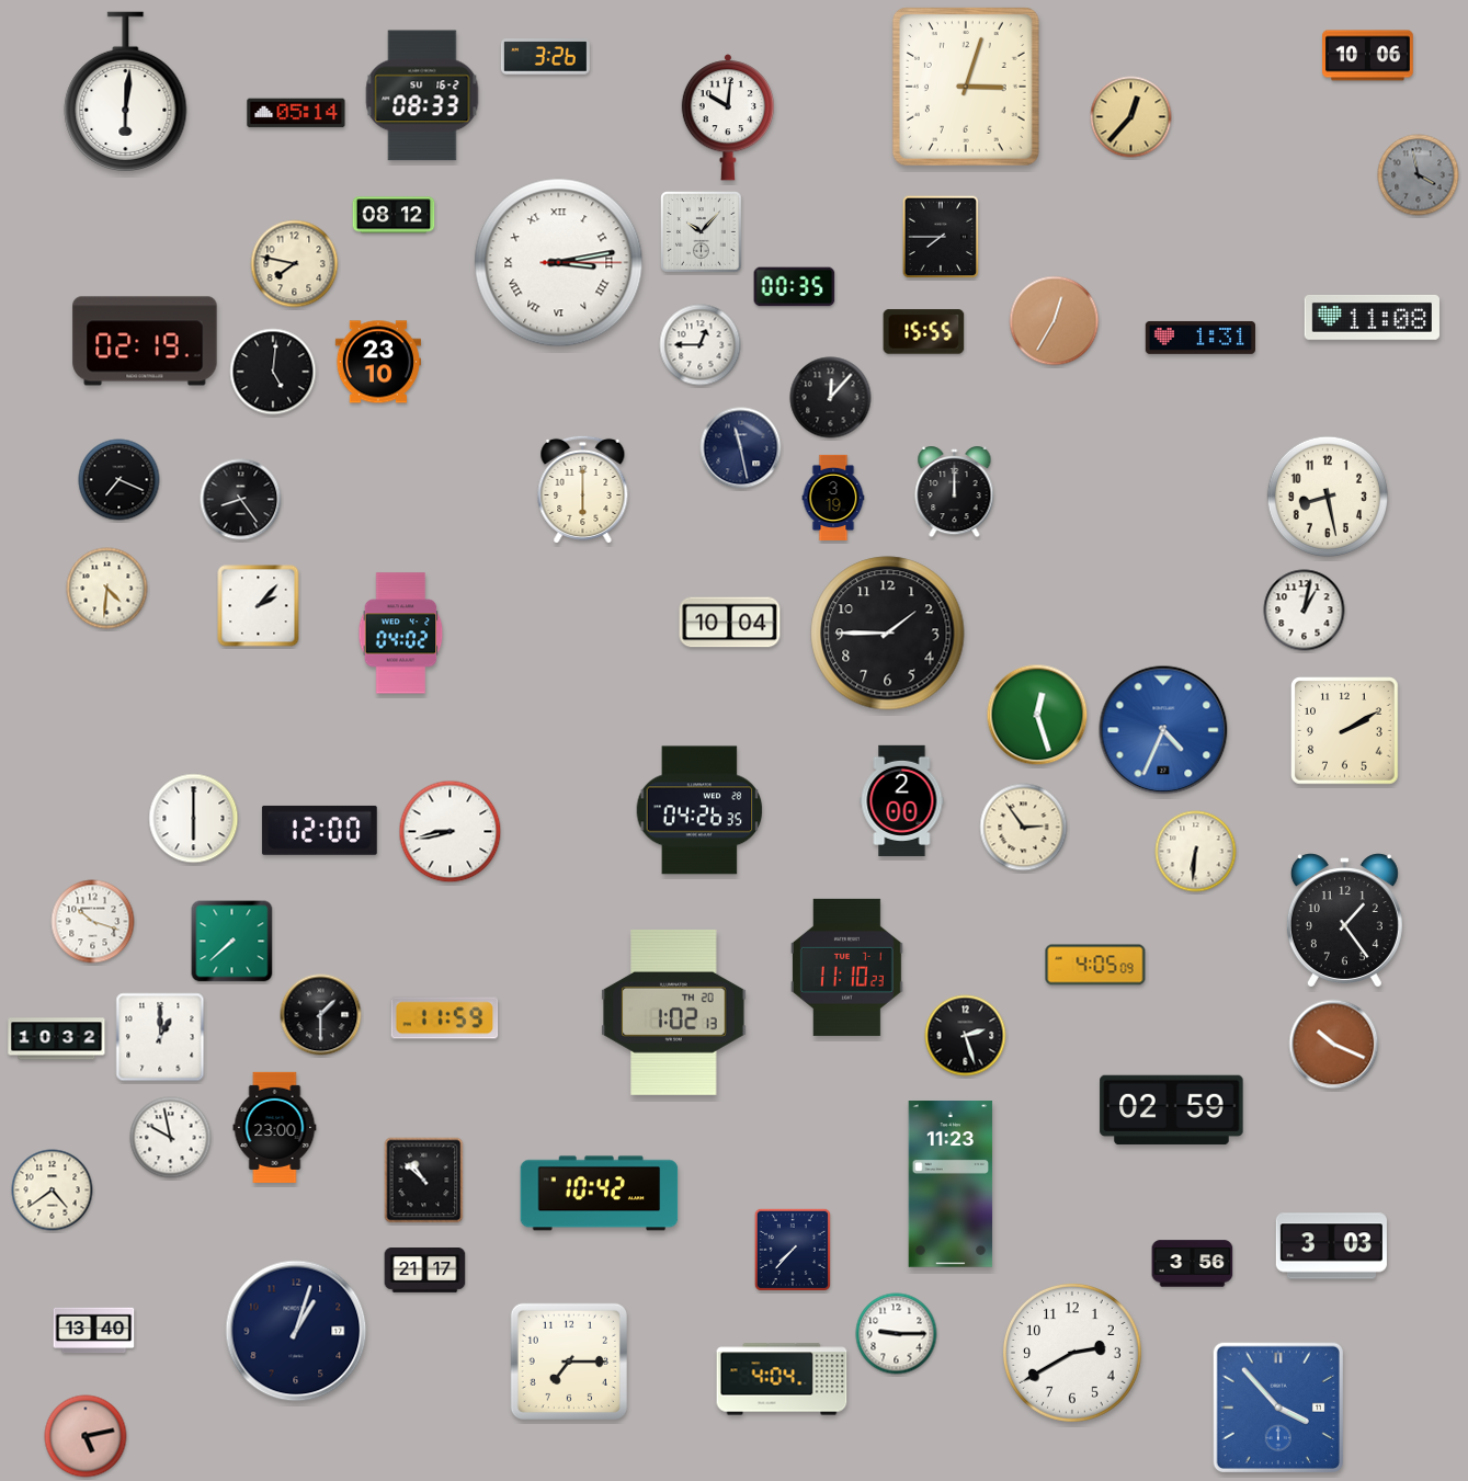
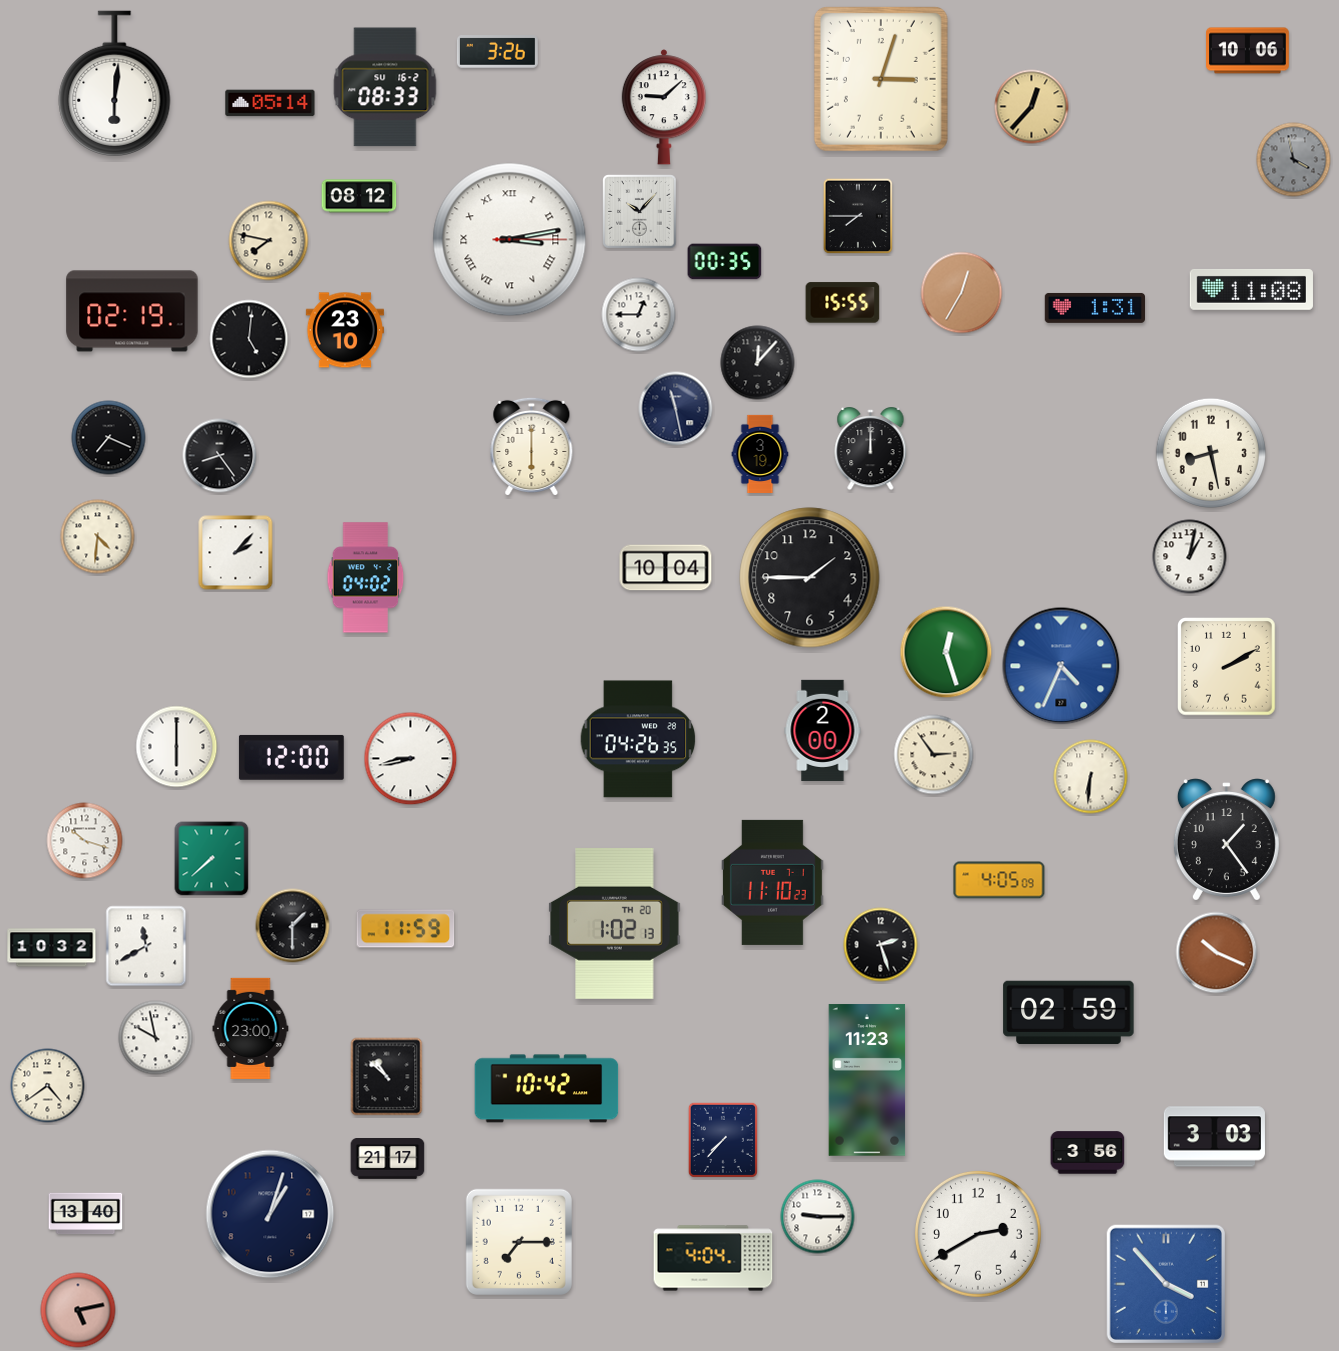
clock at (727, 117): 10:01 -> 9:08
clock at (160, 1037): 1:00 -> 11:40
